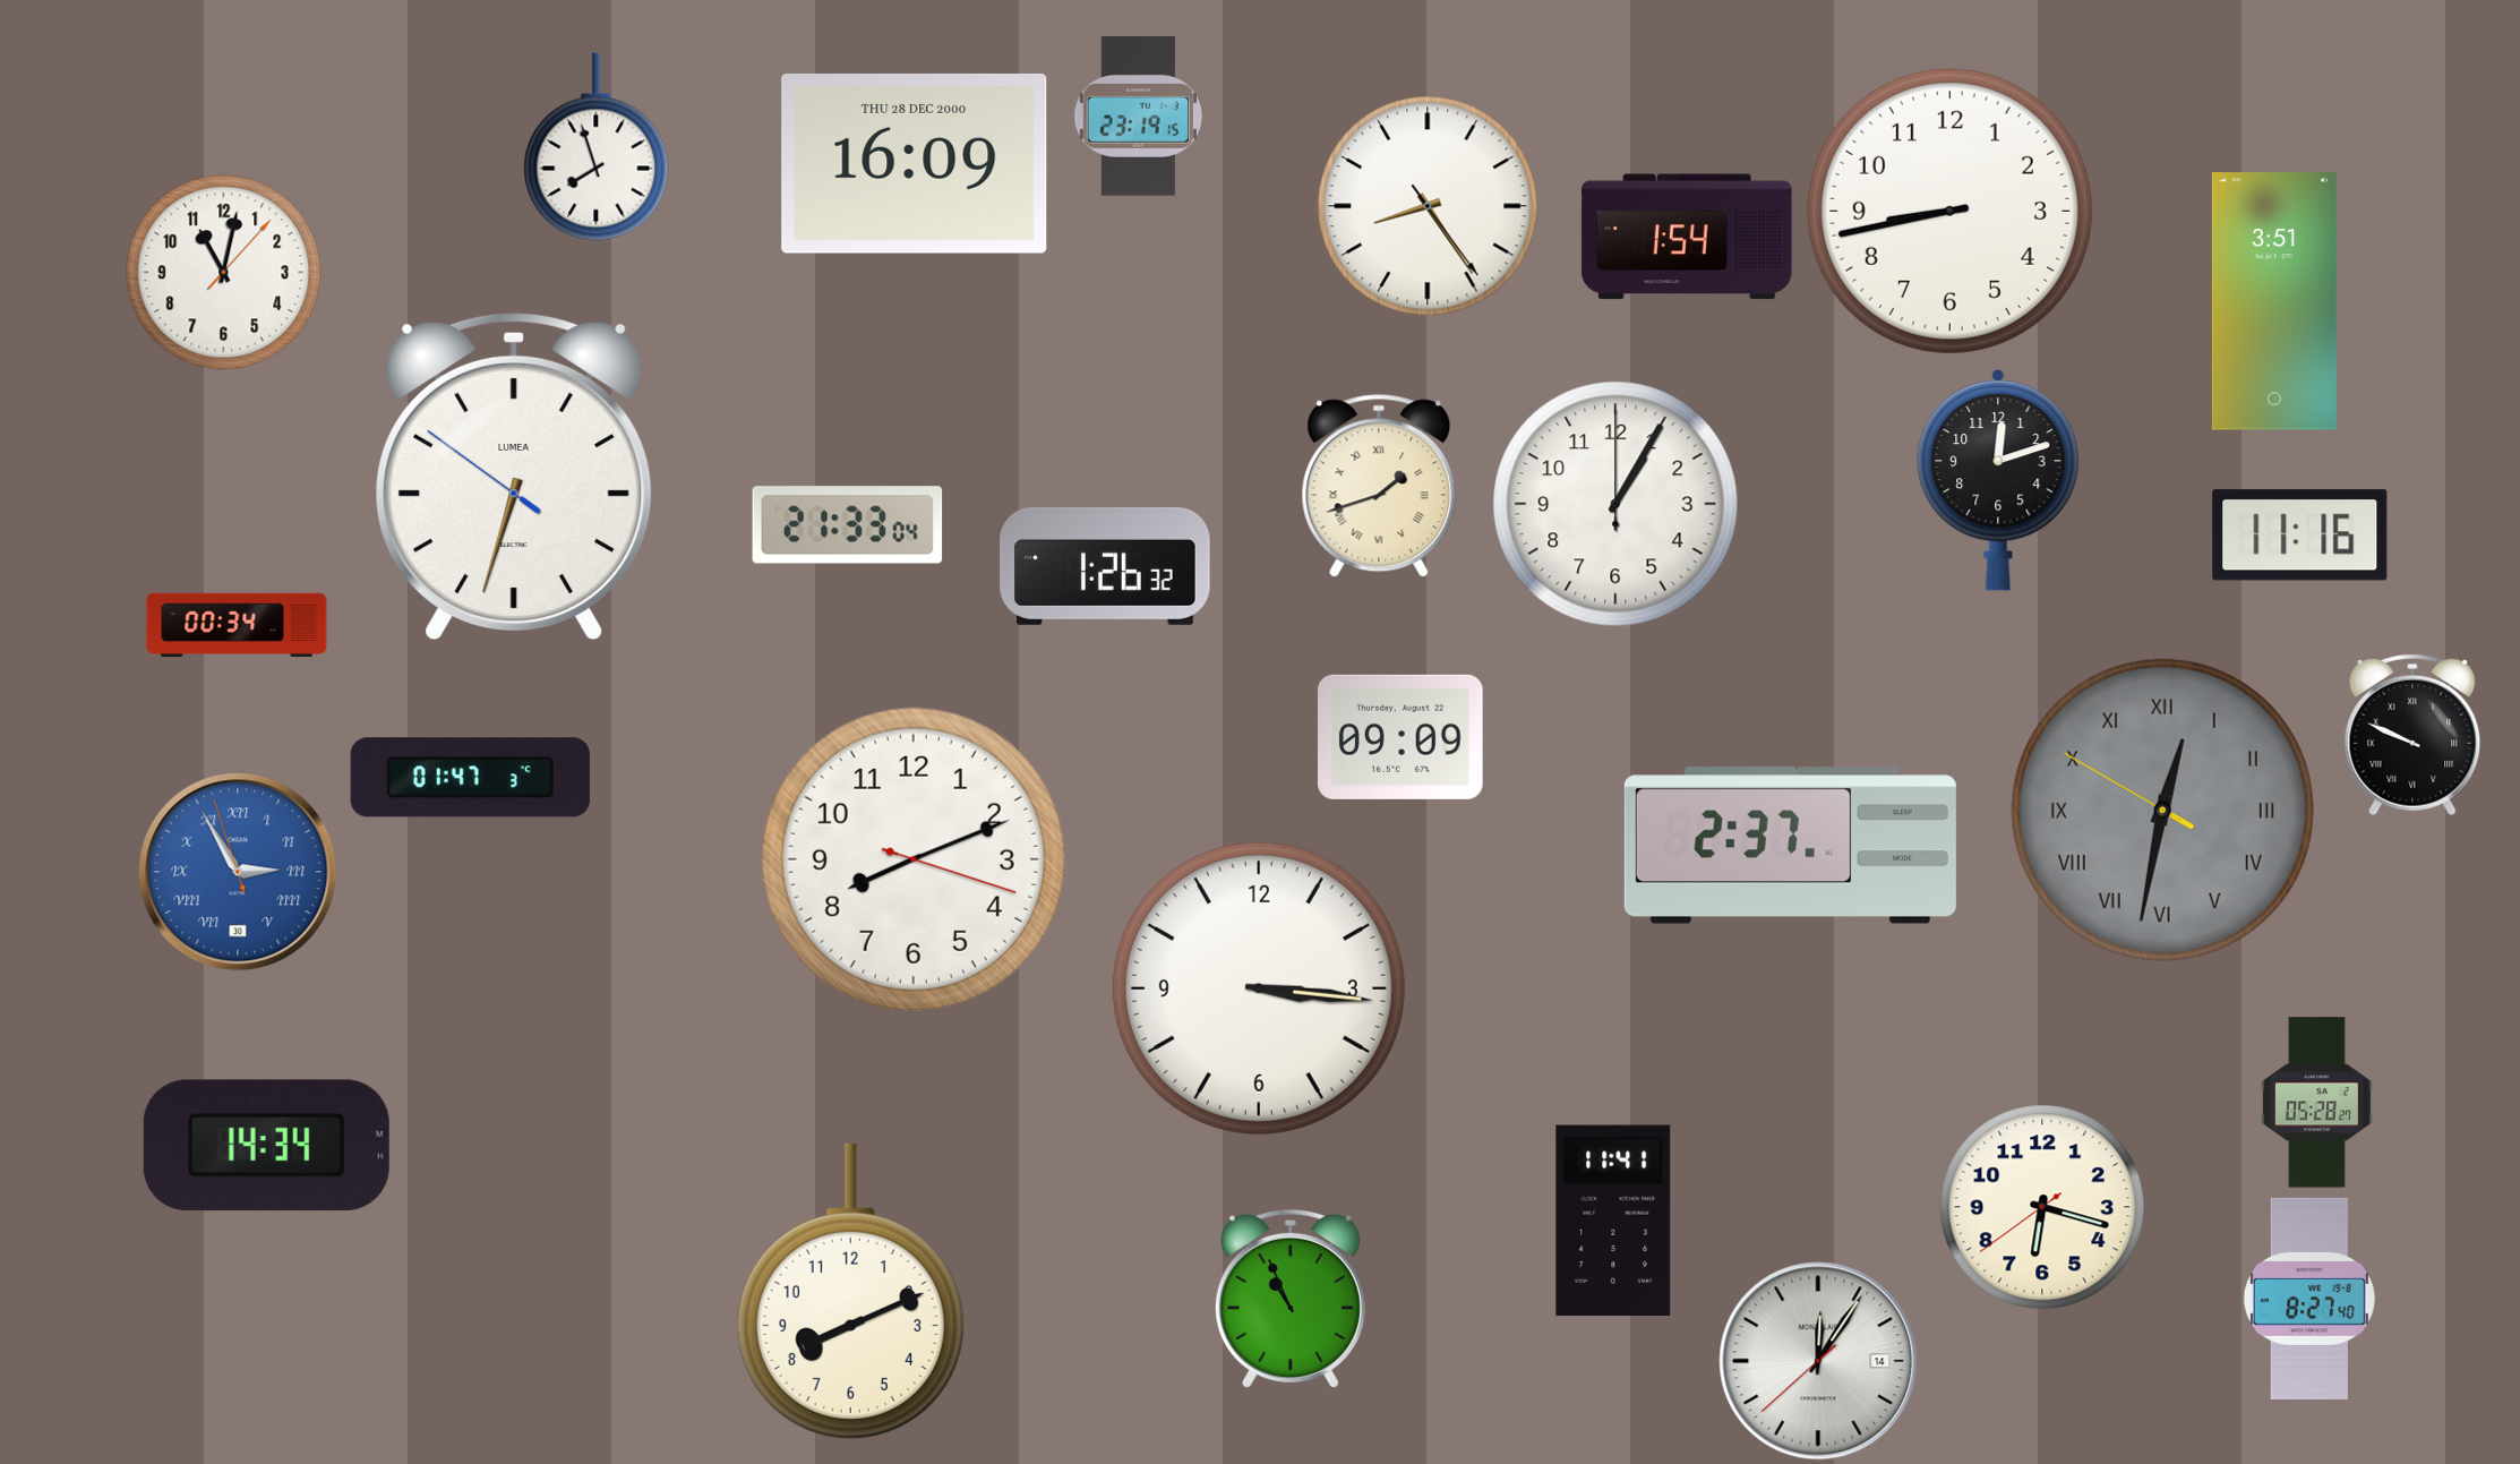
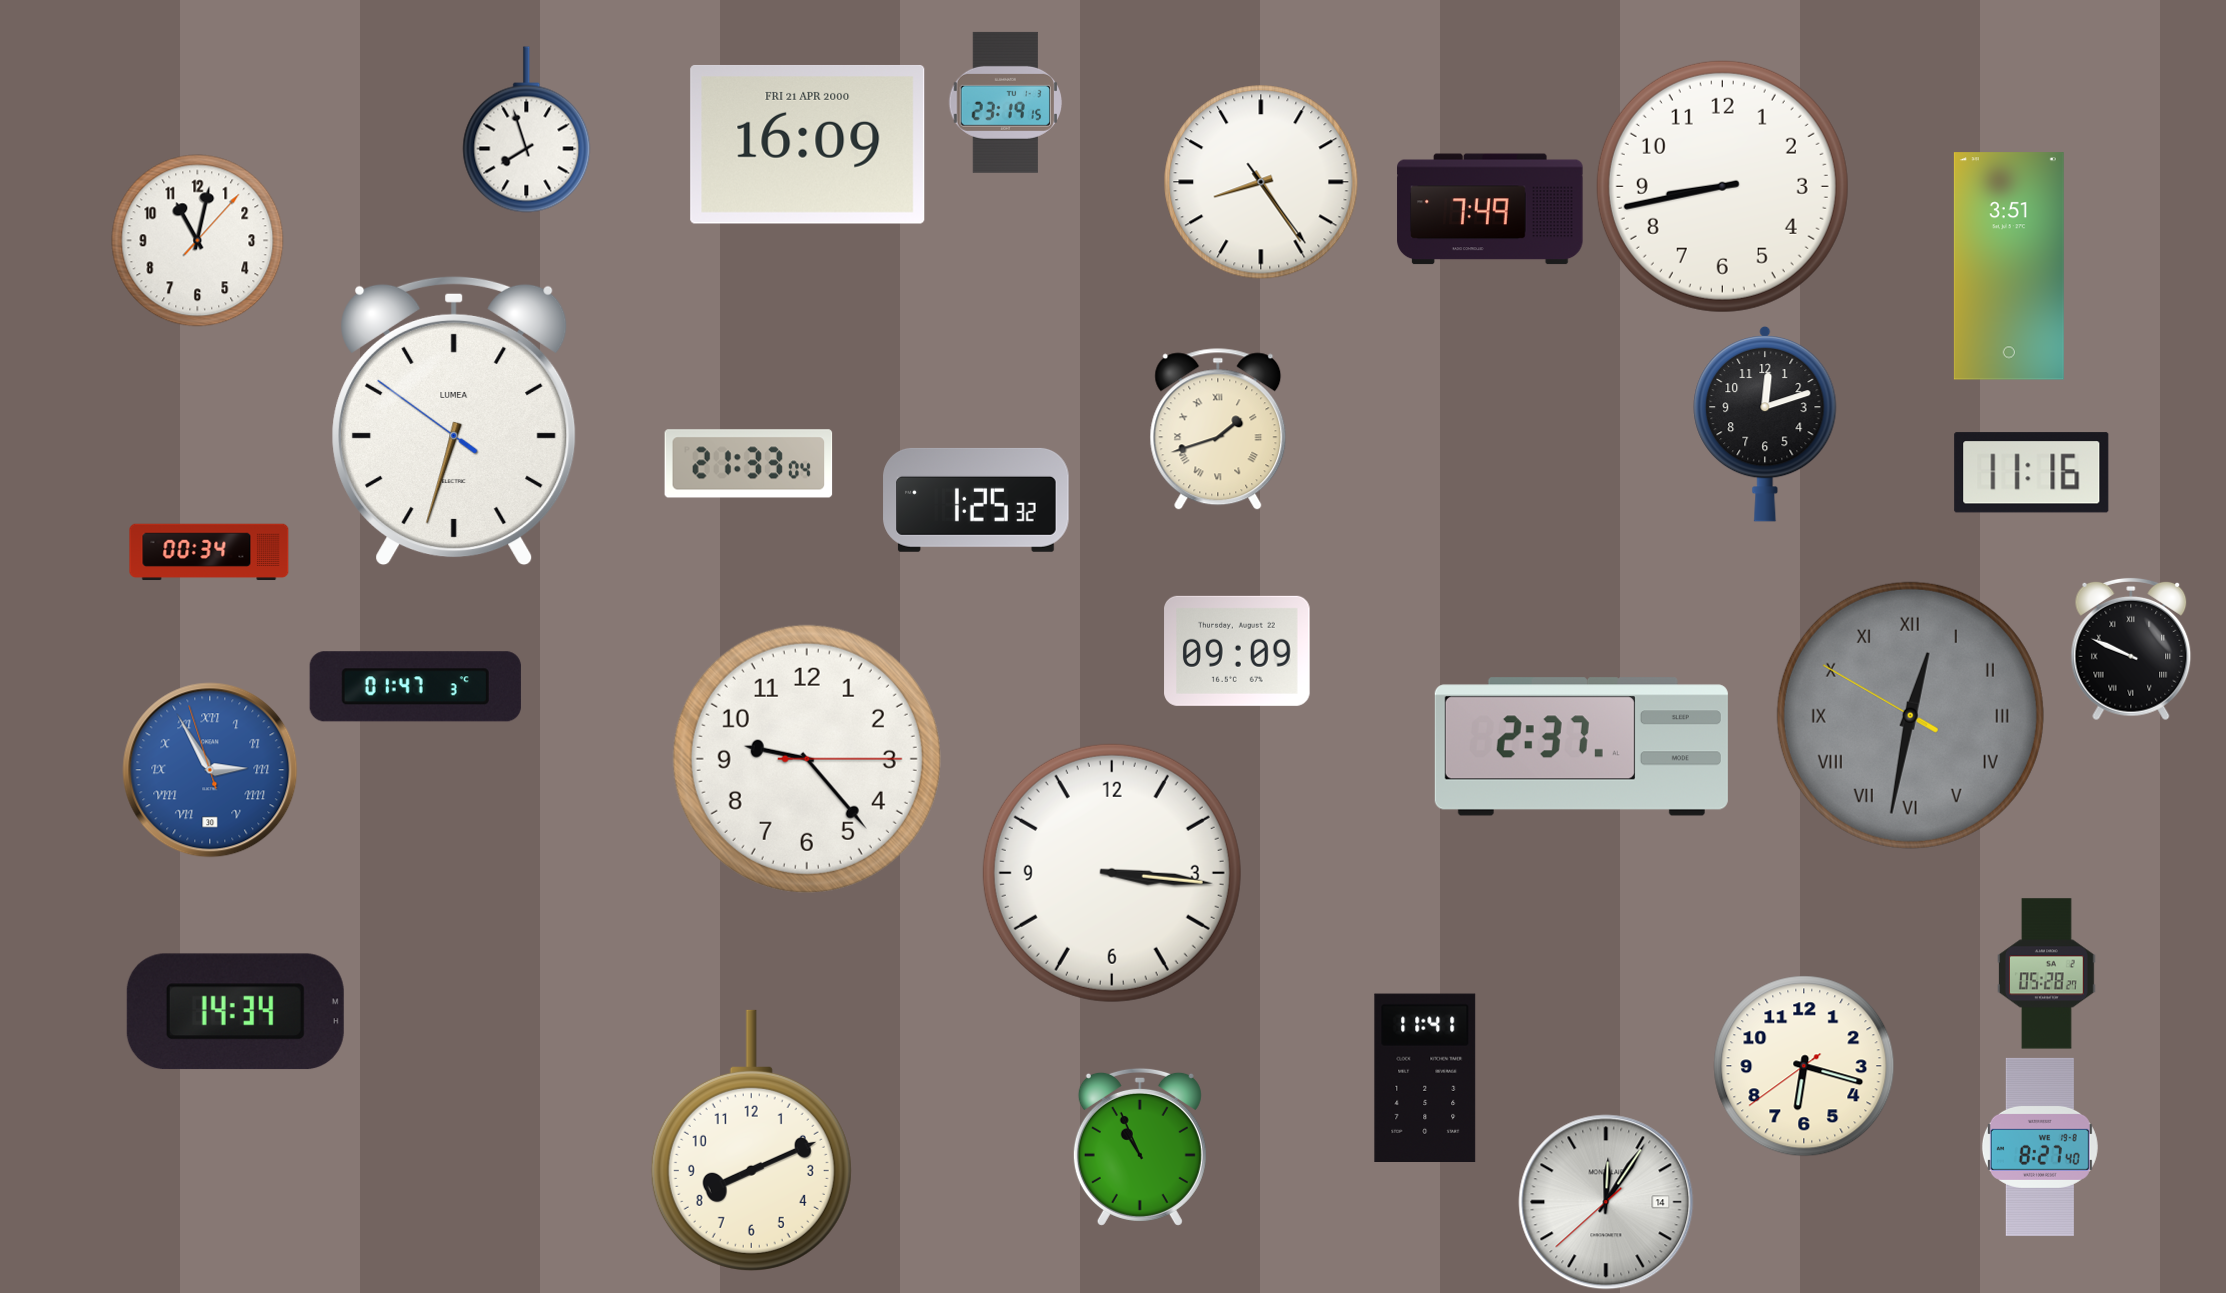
clock at (915, 163) date: THU 28 DEC 2000 -> FRI 21 APR 2000
clock at (1687, 237): 1:54 -> 7:49
clock at (1615, 504): 1:05 -> none
clock at (1105, 566): 1:26 -> 1:25
clock at (914, 859): 8:11 -> 9:23
